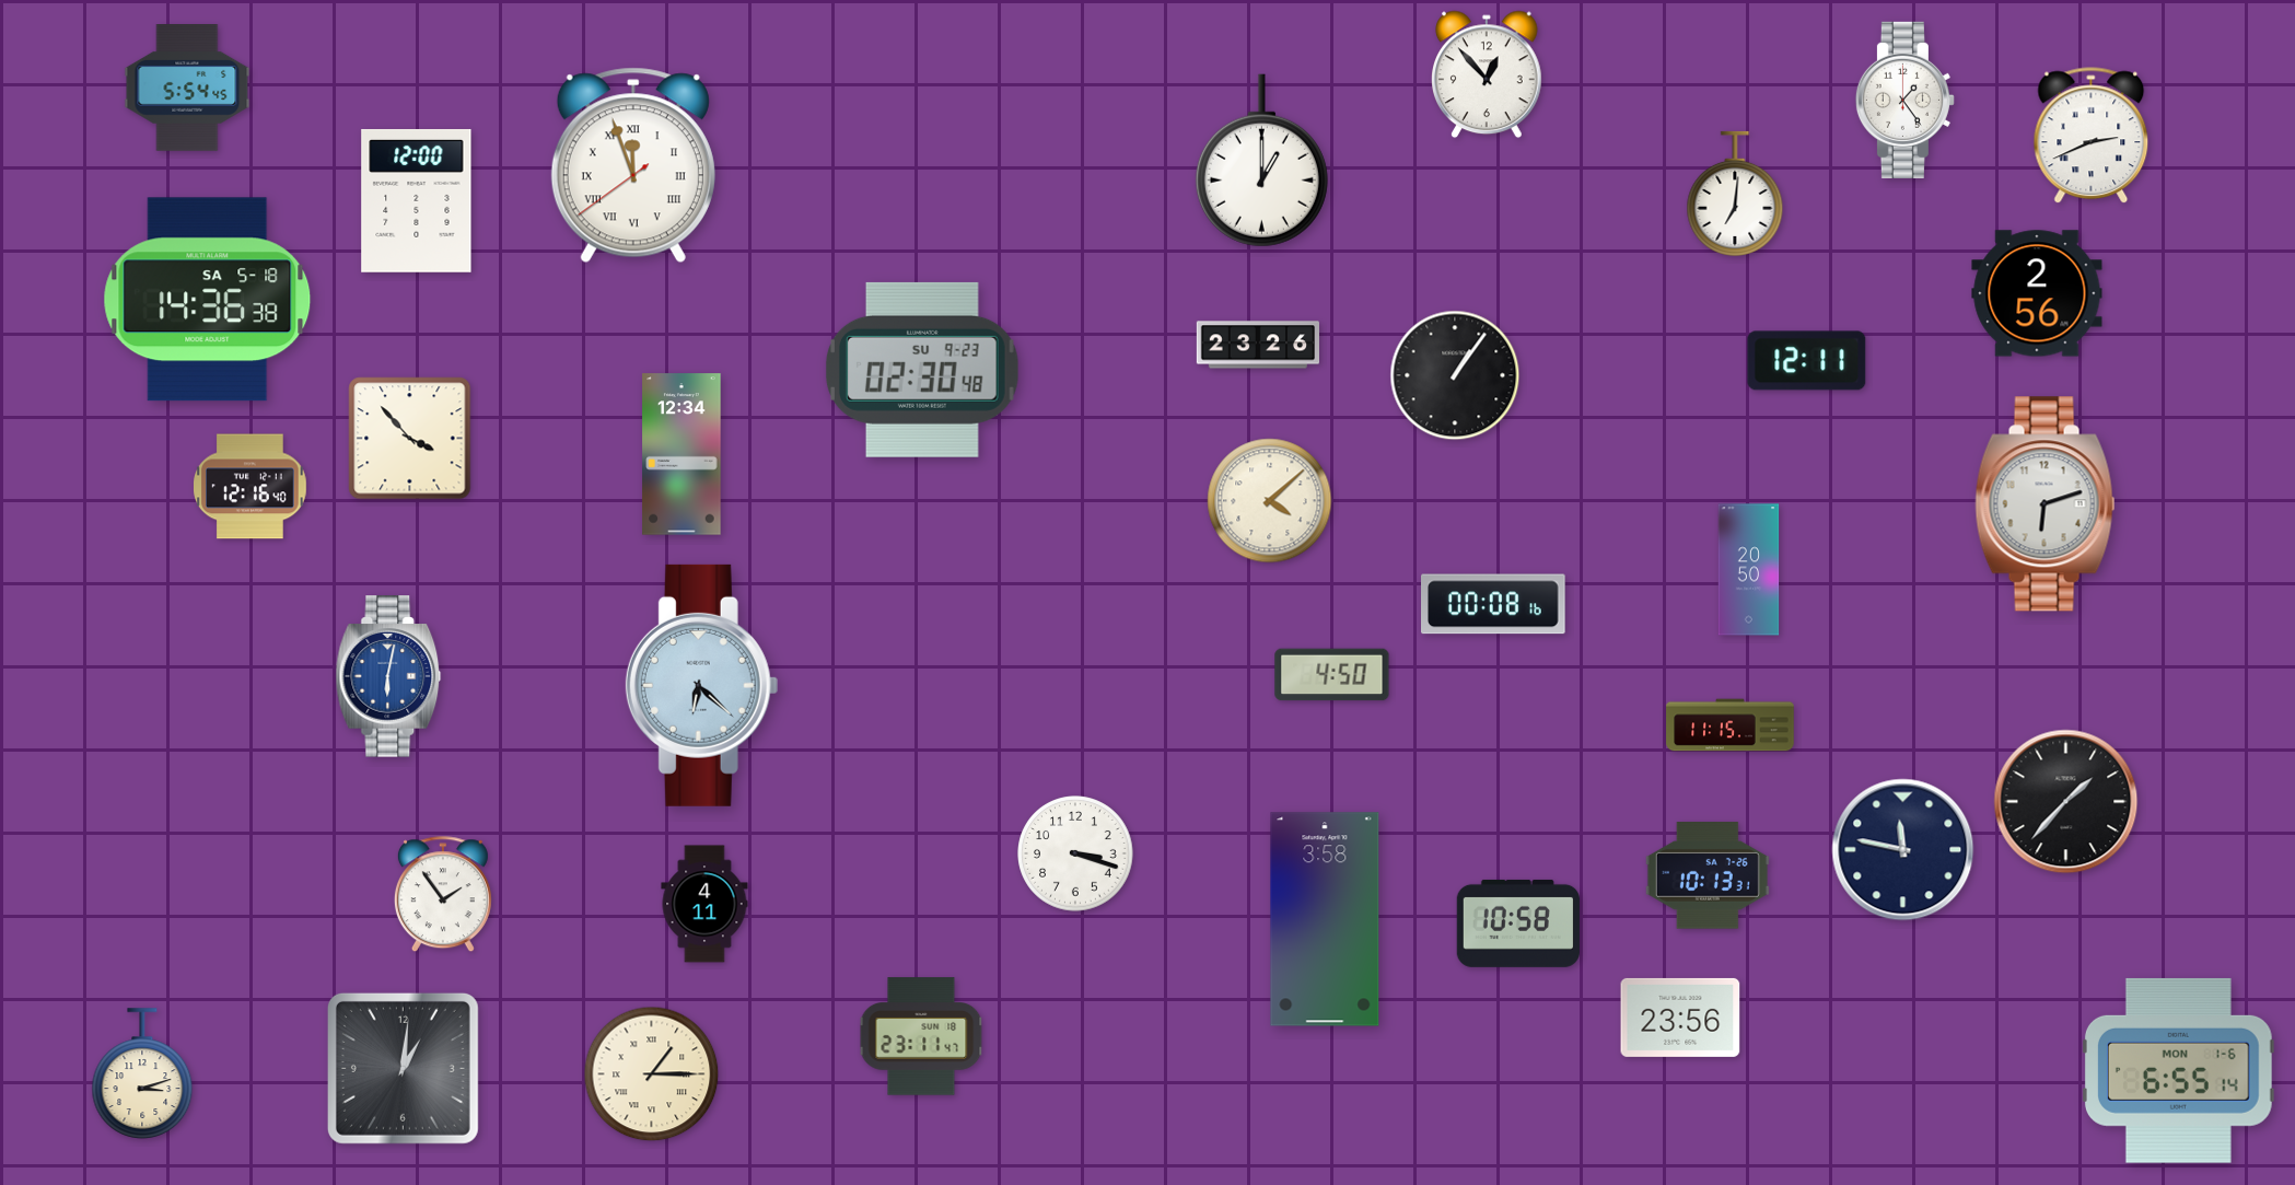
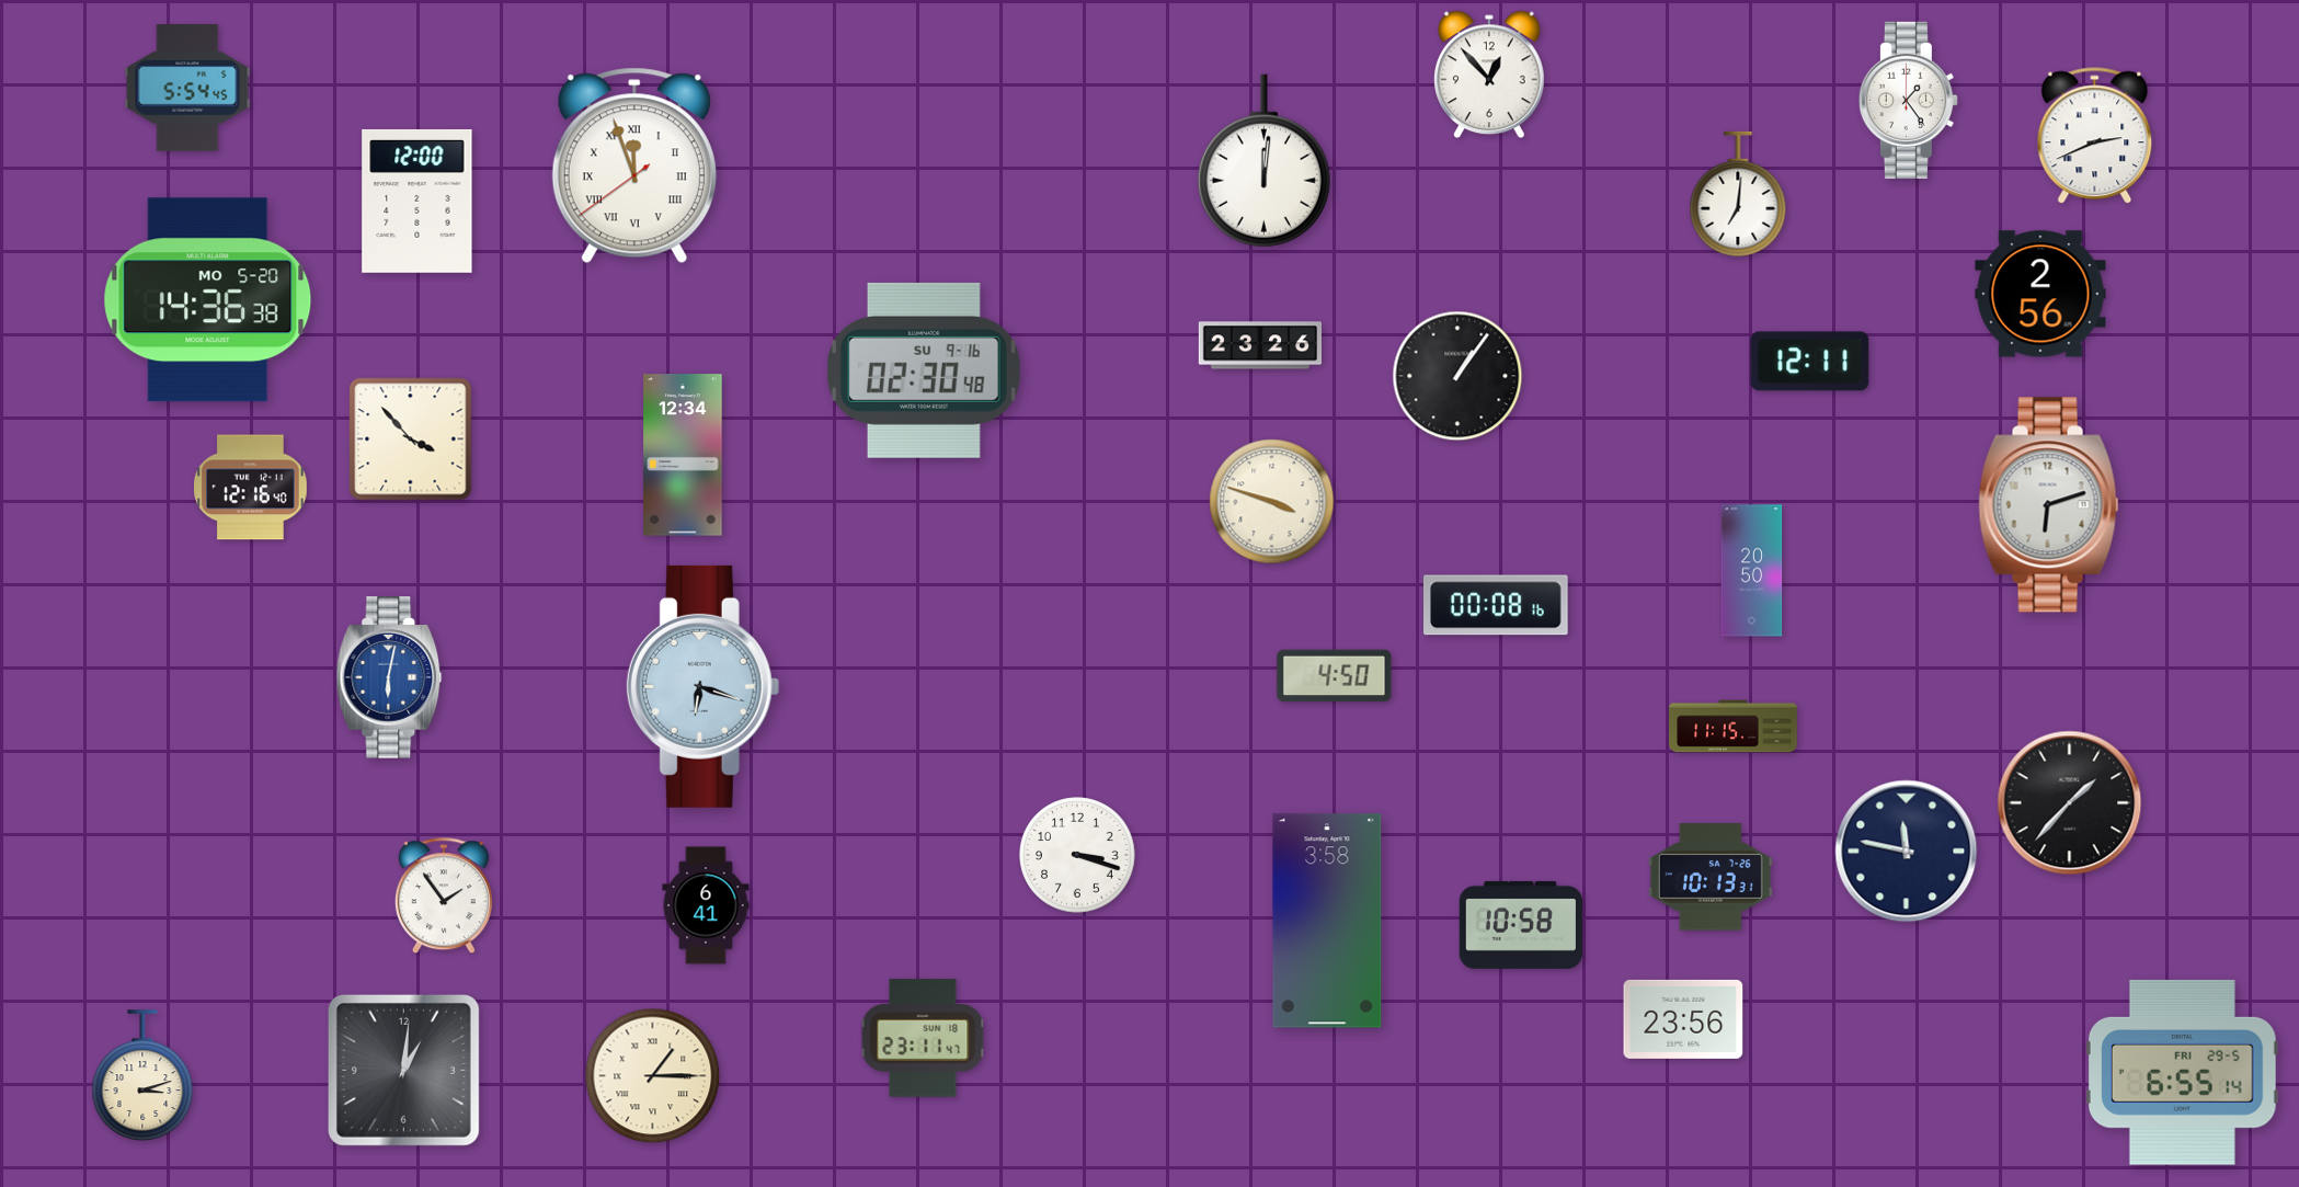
clock at (1261, 161): 1:00 -> 12:01
clock at (208, 300) date: SA 5-18 -> MO 5-20
clock at (922, 370) date: SU 9-23 -> SU 9-16
clock at (1270, 501): 4:08 -> 3:48
clock at (702, 685): 6:22 -> 6:18
clock at (704, 904): 4:11 -> 6:41
clock at (2178, 1070) date: MON 1-6 -> FRI 29-5
